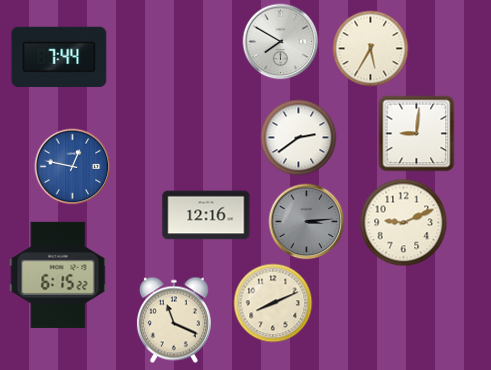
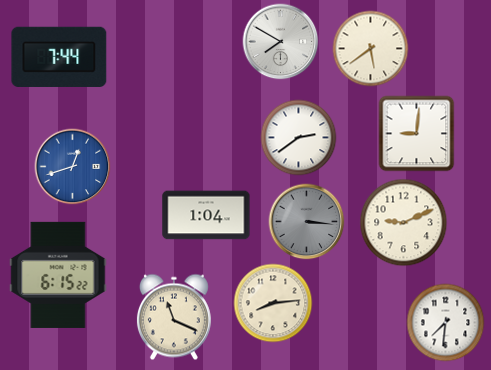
clock at (371, 49): 5:35 -> 5:39
clock at (73, 167): 12:47 -> 12:42
clock at (206, 215): 12:16 -> 1:04
clock at (307, 222): 3:14 -> 3:16
clock at (273, 303): 8:11 -> 8:14
clock at (174, 320) position: (174, 320) -> (174, 317)
clock at (446, 323): none -> 7:31
